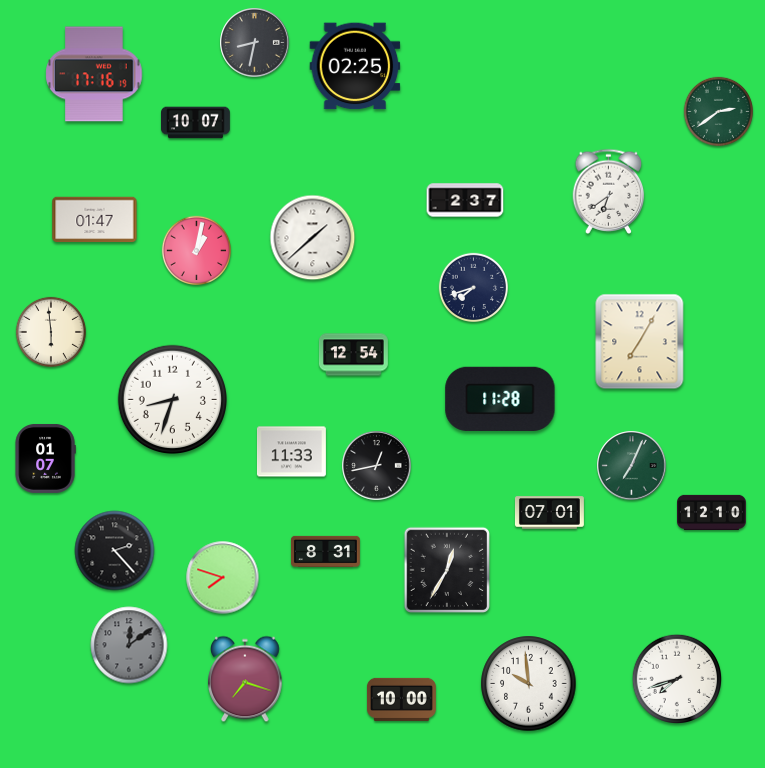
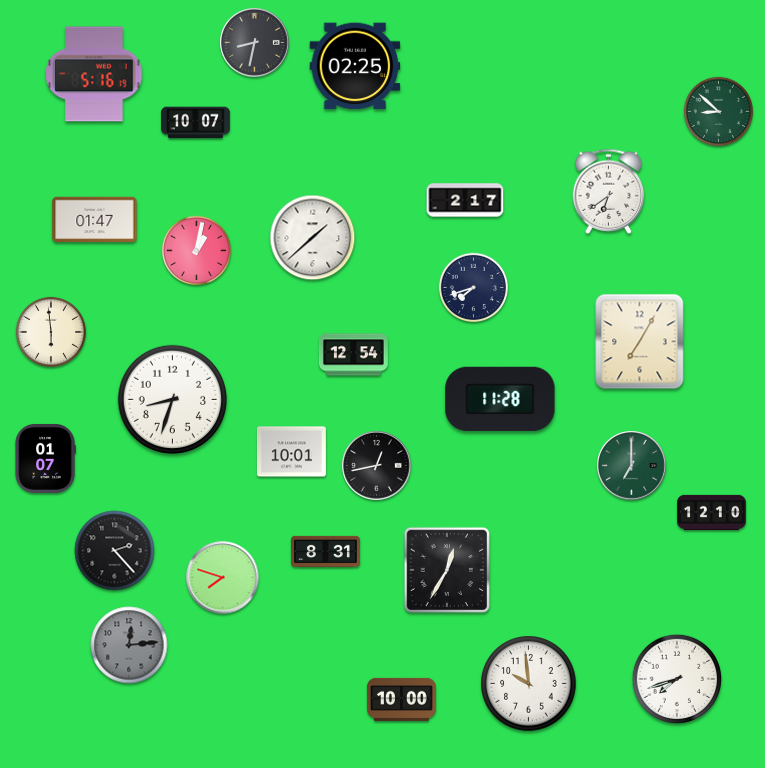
clock at (94, 74): 17:16 -> 5:16
clock at (719, 112): 2:39 -> 8:52
clock at (465, 200): 2:37 -> 2:17
clock at (291, 452): 11:33 -> 10:01
clock at (632, 466): 7:04 -> 7:00
clock at (549, 513): 07:01 -> none
clock at (129, 645): 12:09 -> 12:14
clock at (246, 679): 7:18 -> none
